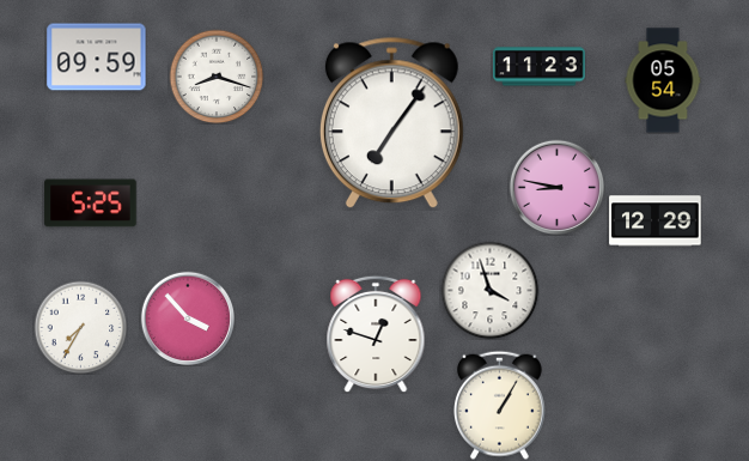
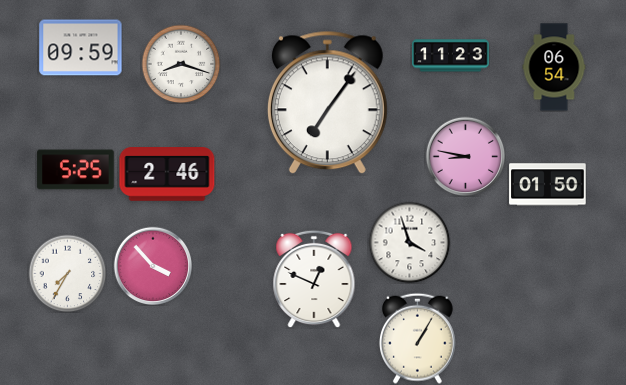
clock at (663, 80): 05:54 -> 06:54
clock at (167, 174): none -> 2:46
clock at (656, 222): 12:29 -> 01:50
clock at (188, 319) position: (188, 319) -> (153, 266)
clock at (376, 334): 12:48 -> 12:49
